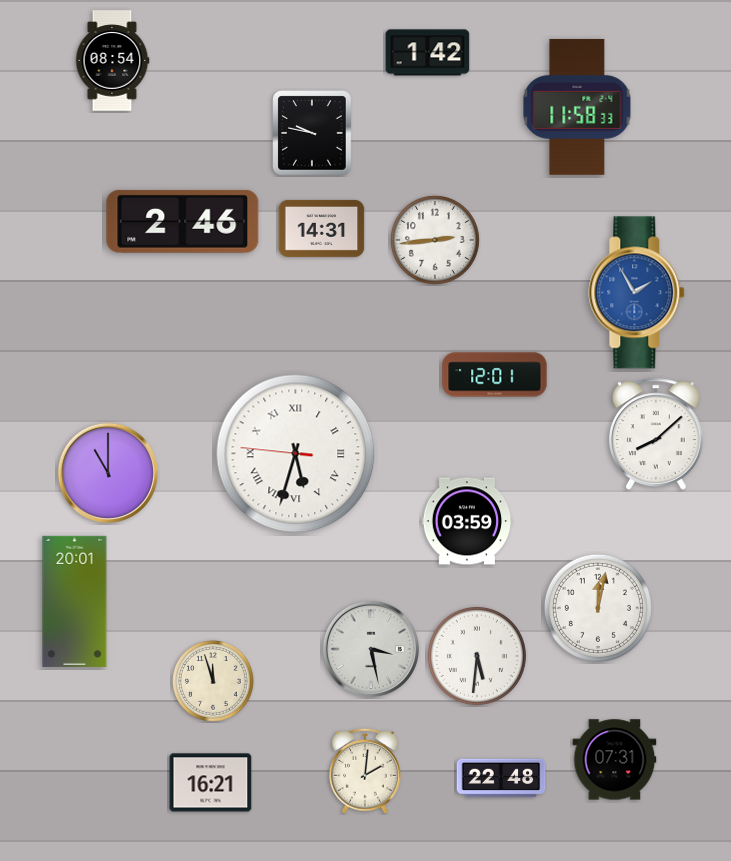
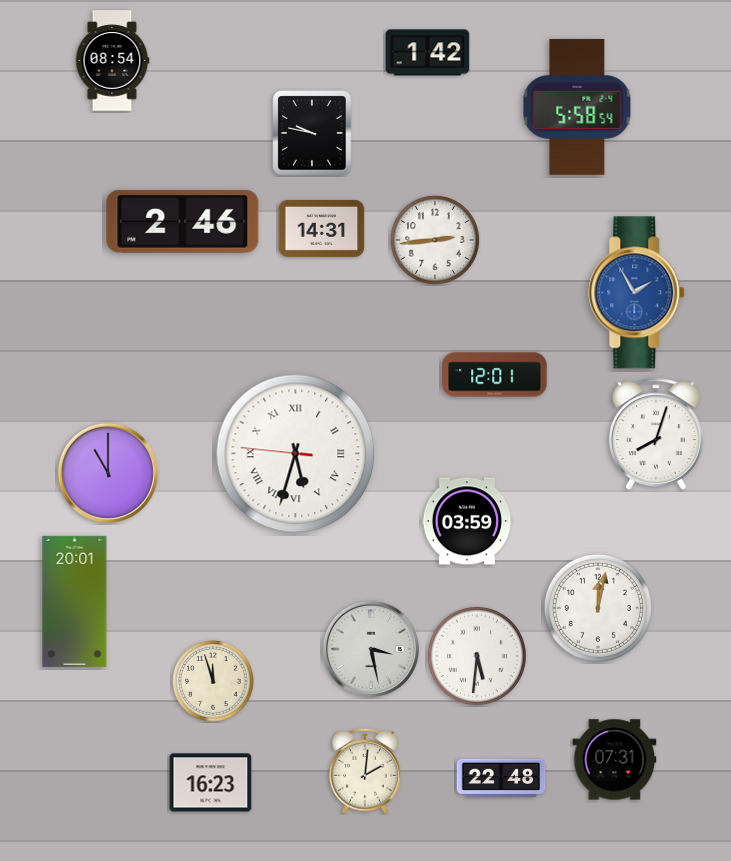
clock at (577, 107): 11:58 -> 5:58
clock at (657, 434): 8:08 -> 8:03
clock at (211, 783): 16:21 -> 16:23
